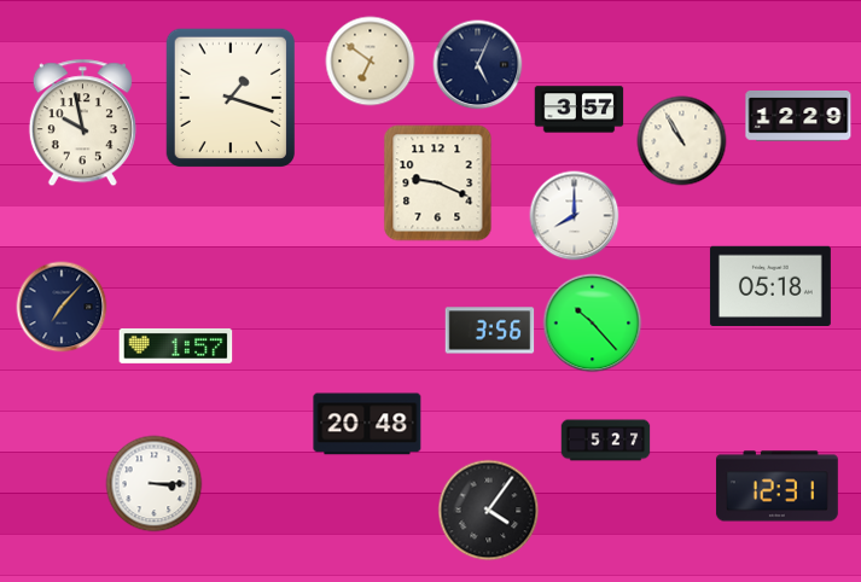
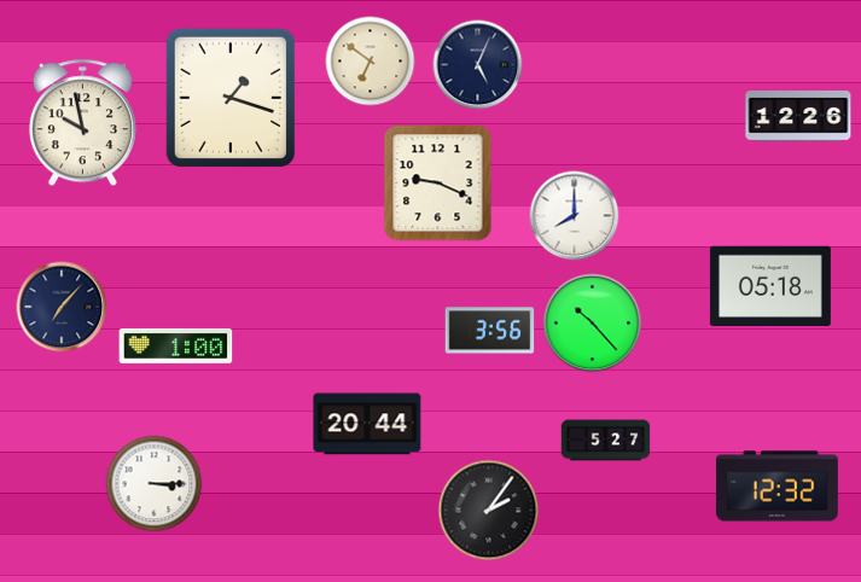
clock at (580, 110): 3:57 -> none
clock at (798, 117): 12:29 -> 12:26
clock at (682, 141): 10:55 -> none
clock at (176, 345): 1:57 -> 1:00
clock at (367, 424): 20:48 -> 20:44
clock at (776, 487): 12:31 -> 12:32
clock at (489, 511): 4:06 -> 2:06
